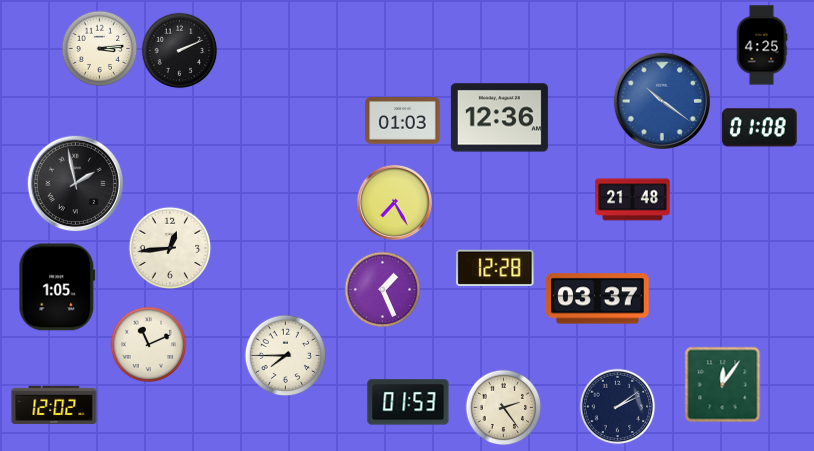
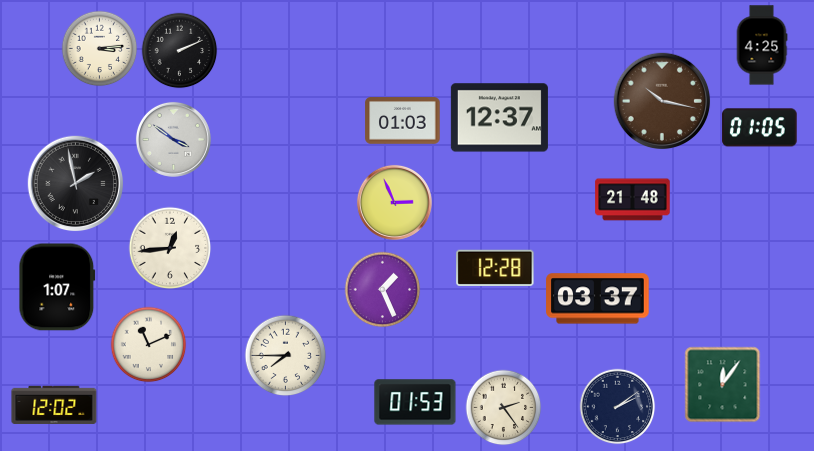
clock at (662, 101): 10:21 -> 10:17
clock at (662, 101) dial: blue -> brown
clock at (499, 118): 12:36 -> 12:37
clock at (760, 128): 01:08 -> 01:05
clock at (173, 139): none -> 3:51
clock at (394, 202): 7:25 -> 2:56
clock at (57, 287): 1:05 -> 1:07
clock at (408, 402) position: (408, 402) -> (415, 402)
